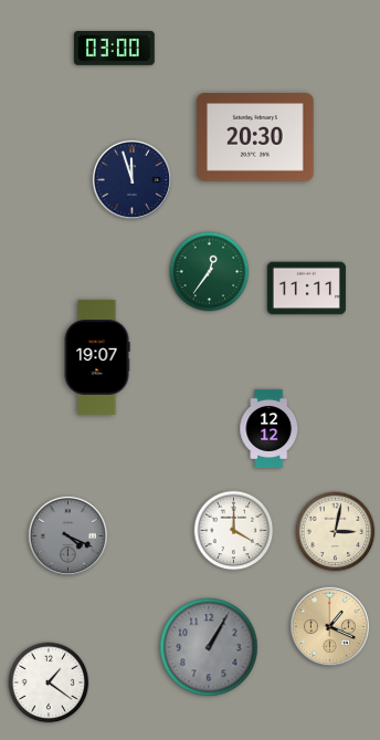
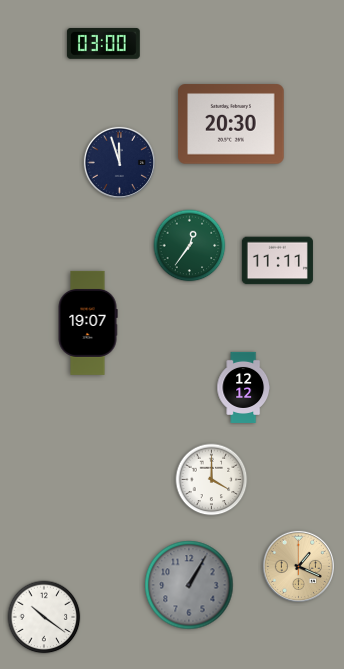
clock at (336, 532): 3:02 -> none
clock at (67, 535): 4:19 -> none
clock at (49, 682): 1:21 -> 10:21
